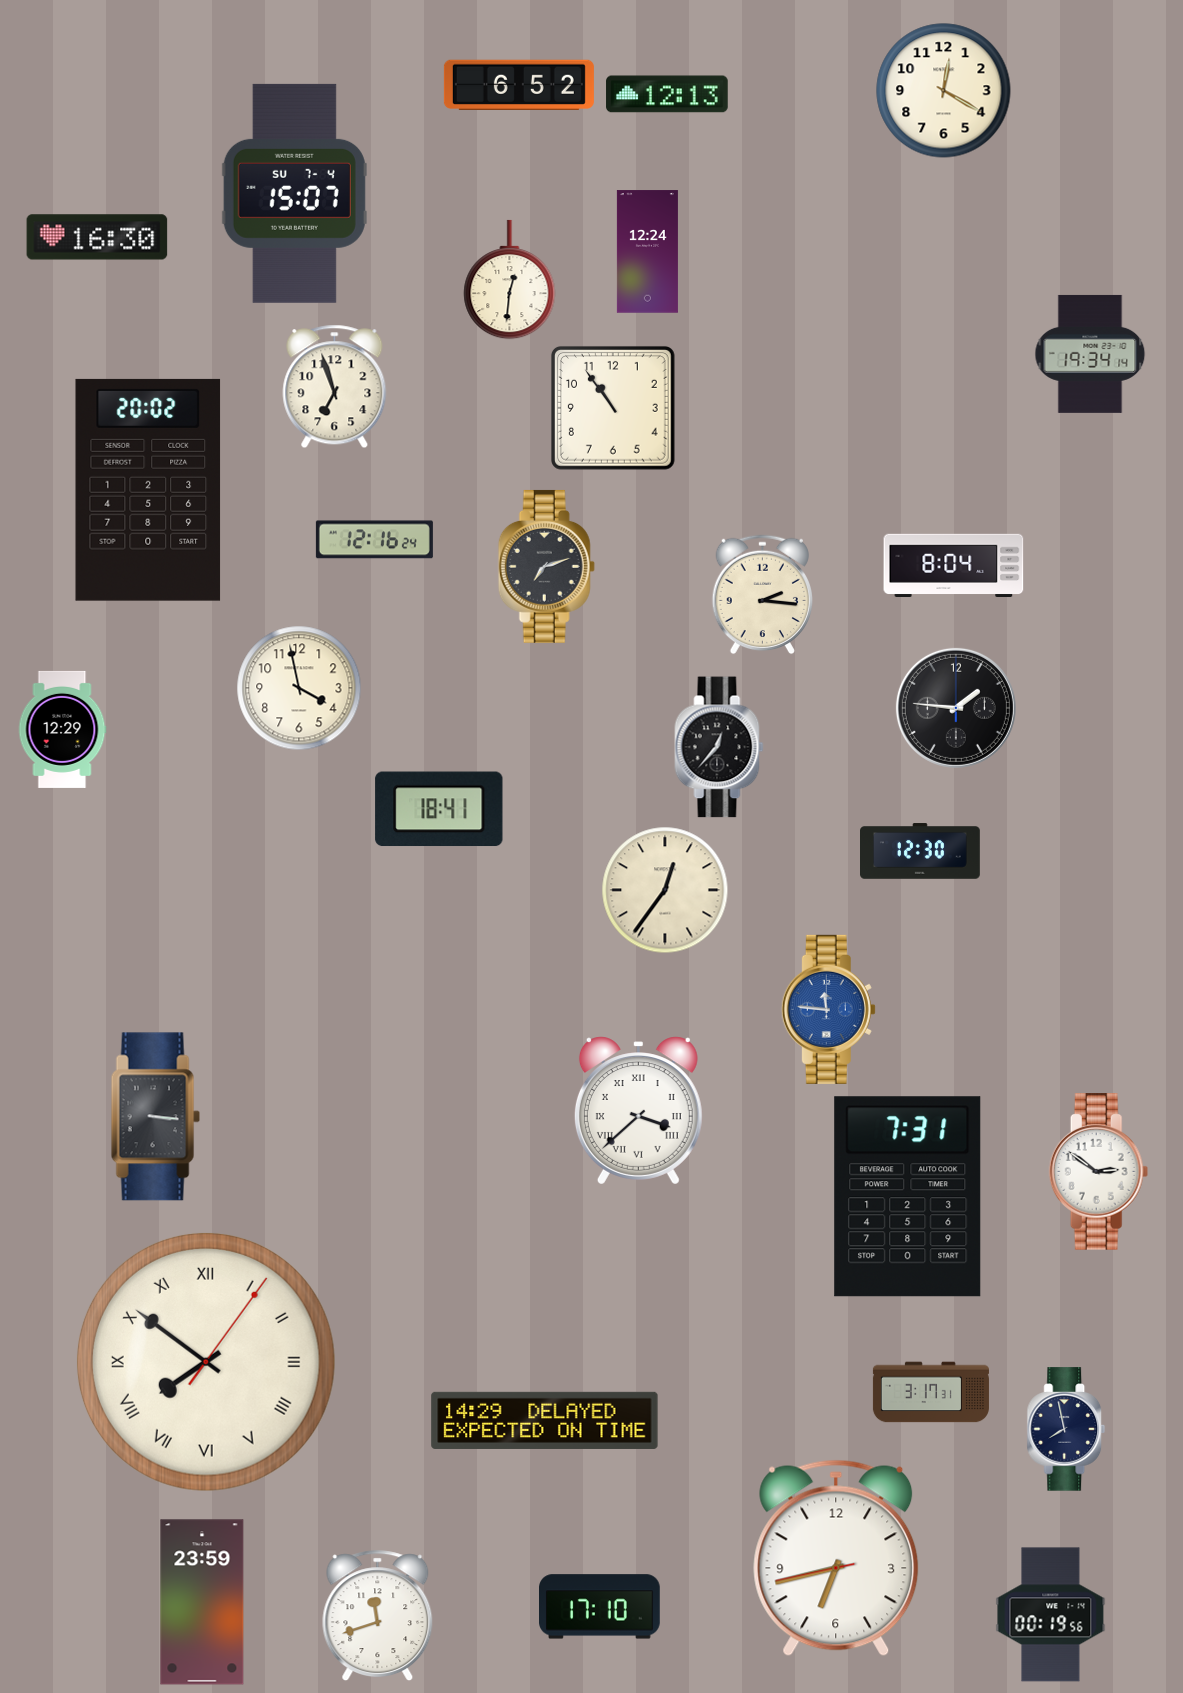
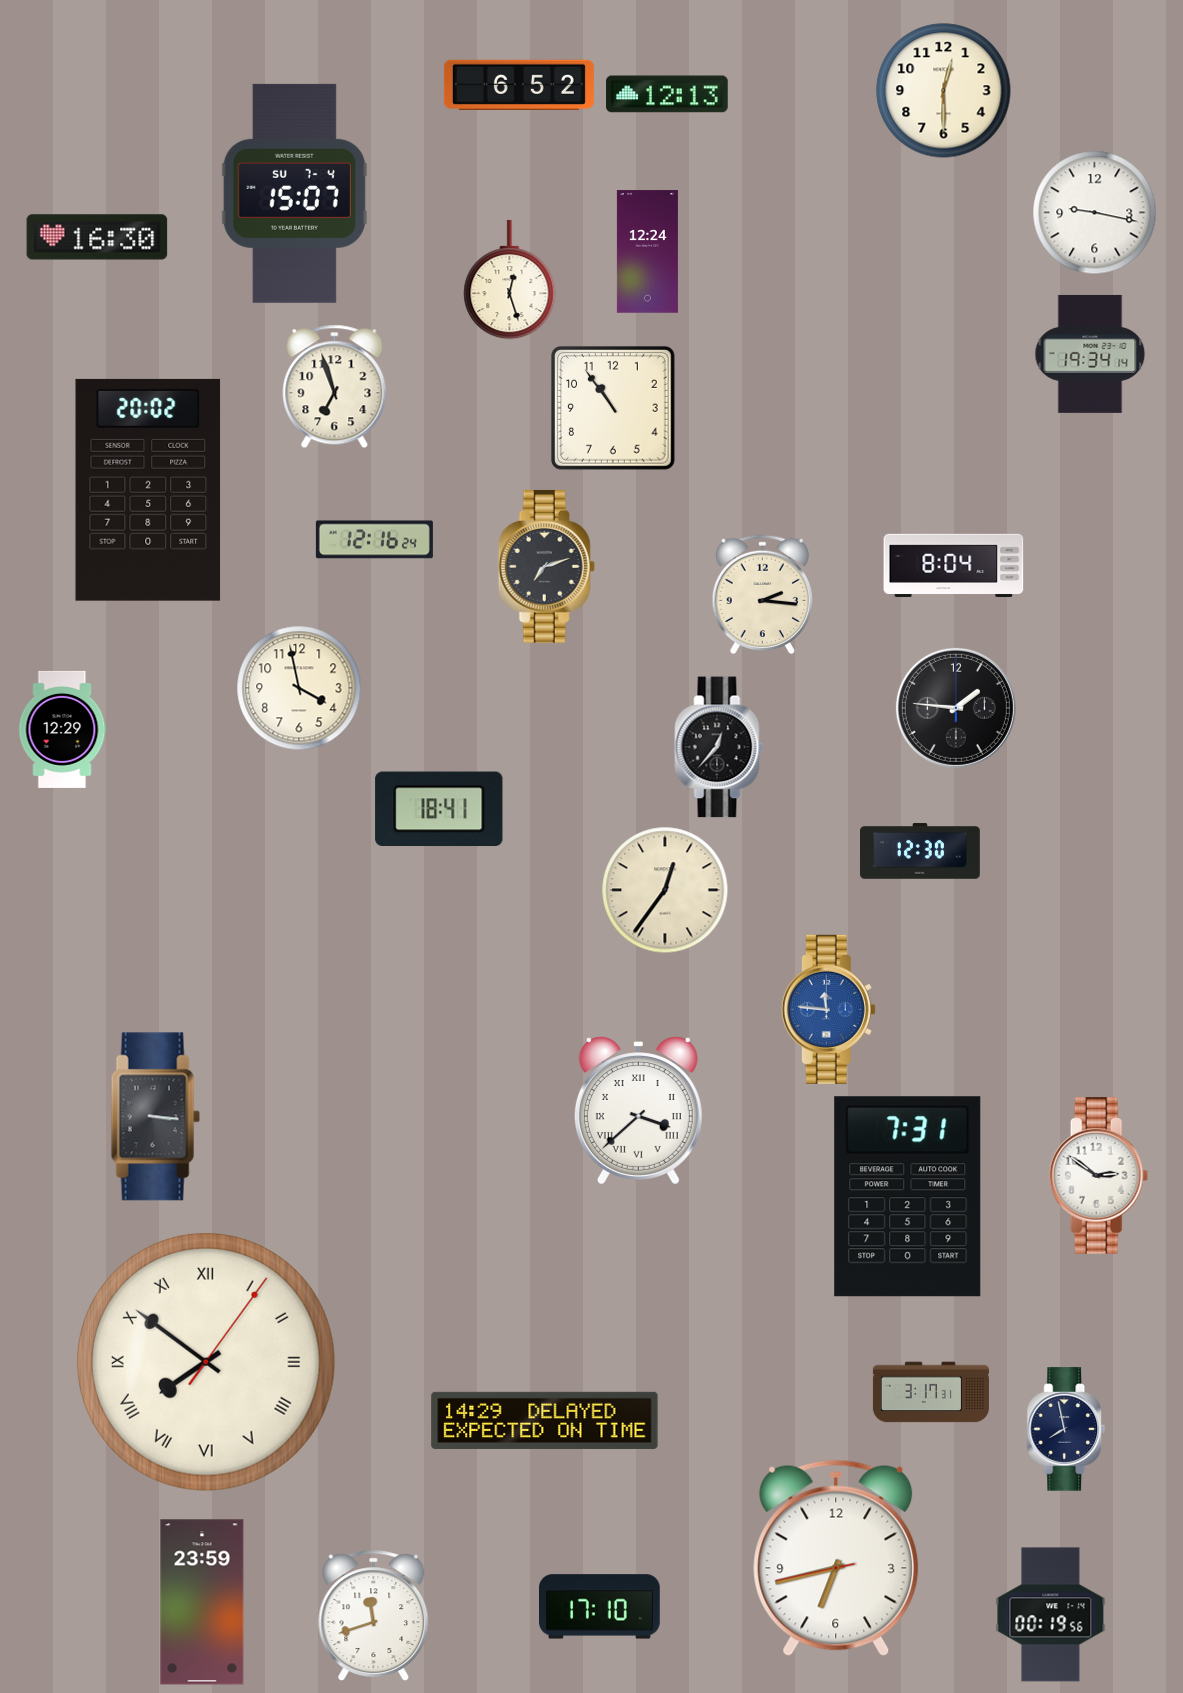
clock at (944, 91): 12:20 -> 12:30
clock at (1095, 213): none -> 9:17
clock at (510, 280): 12:31 -> 12:27
clock at (1099, 1172) position: (1099, 1172) -> (1099, 1176)
clock at (378, 1616) position: (378, 1616) -> (374, 1616)
